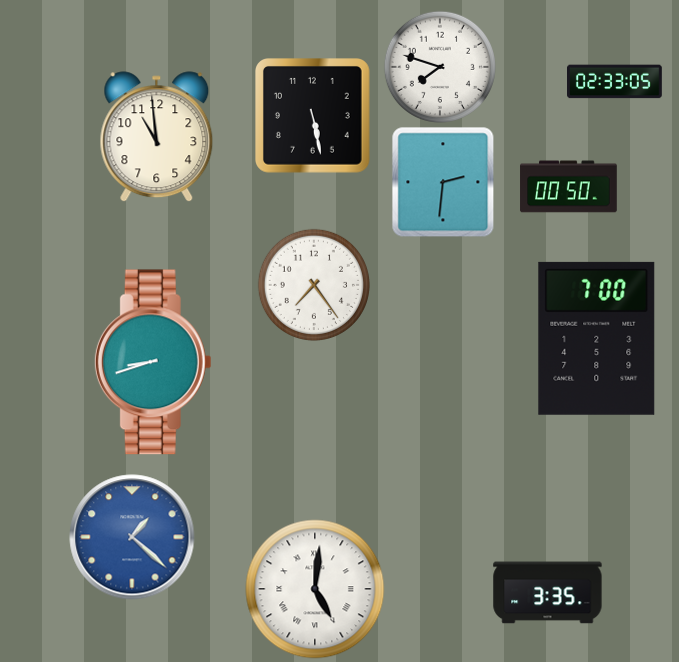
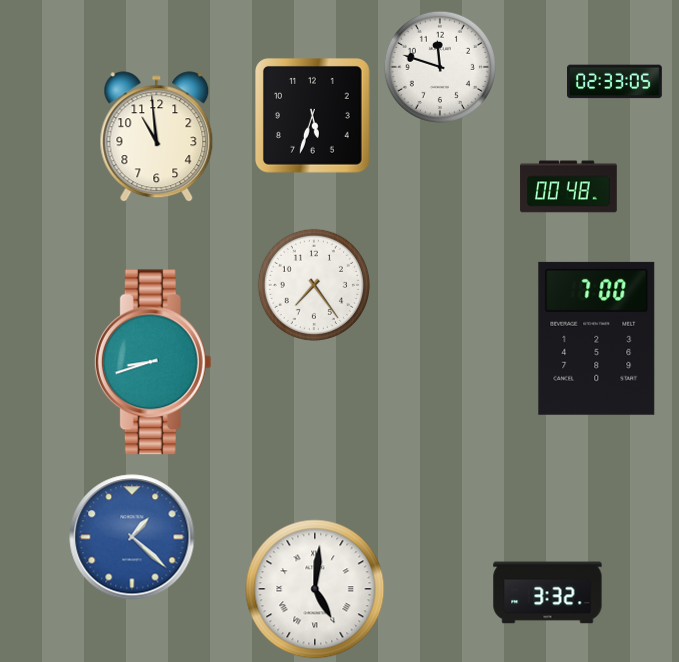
clock at (440, 67): 7:48 -> 11:48
clock at (313, 116): 5:28 -> 5:33
clock at (443, 182): 2:31 -> none
clock at (569, 187): 00:50 -> 00:48
clock at (548, 593): 3:35 -> 3:32
